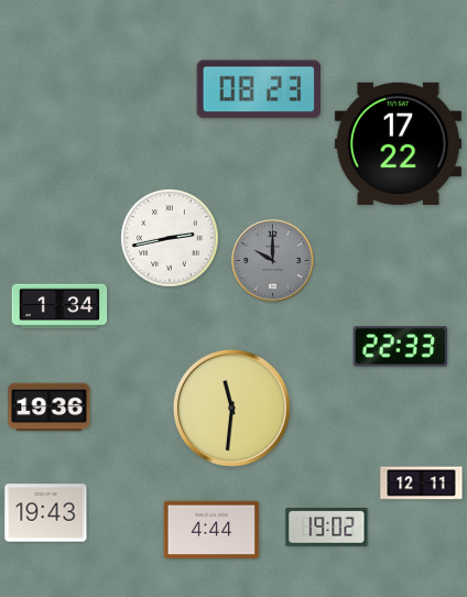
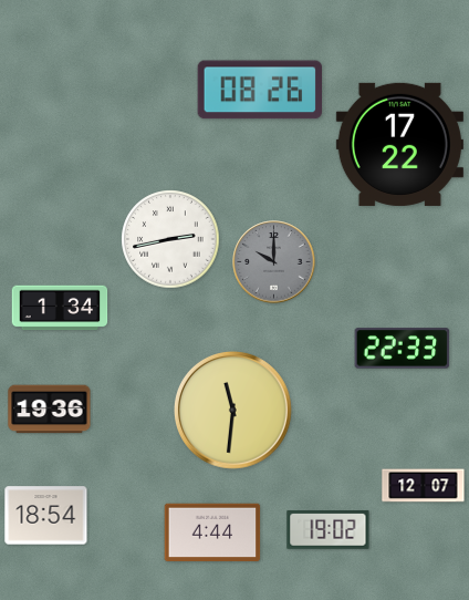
clock at (258, 89): 08:23 -> 08:26
clock at (422, 484): 12:11 -> 12:07
clock at (46, 513): 19:43 -> 18:54
